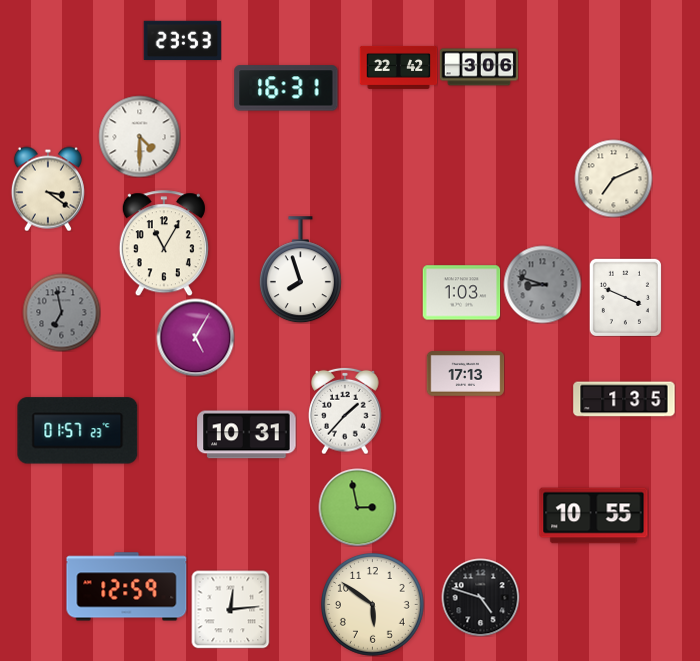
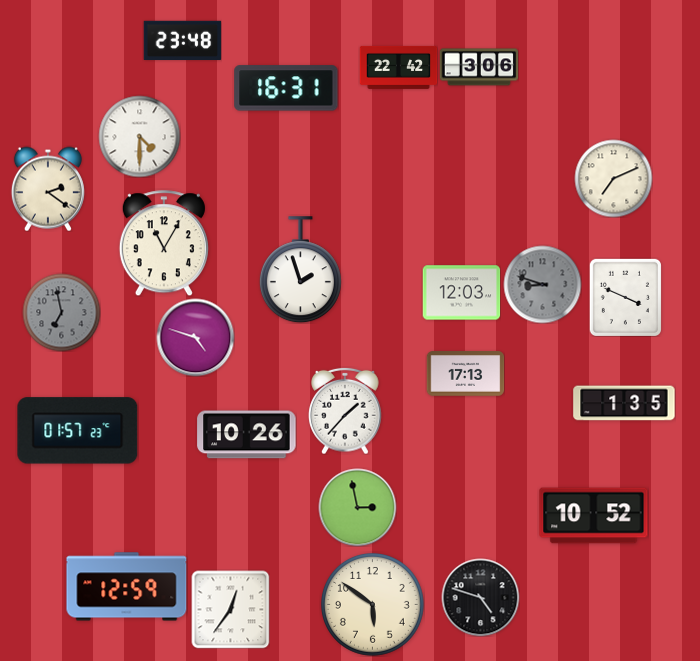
clock at (182, 40): 23:53 -> 23:48
clock at (48, 189): 3:21 -> 2:21
clock at (300, 270): 7:57 -> 1:57
clock at (461, 293): 1:03 -> 12:03
clock at (195, 337): 5:05 -> 4:48
clock at (624, 399) position: (624, 399) -> (624, 403)
clock at (247, 435): 10:31 -> 10:26
clock at (594, 516): 10:55 -> 10:52
clock at (230, 609): 12:14 -> 12:36
